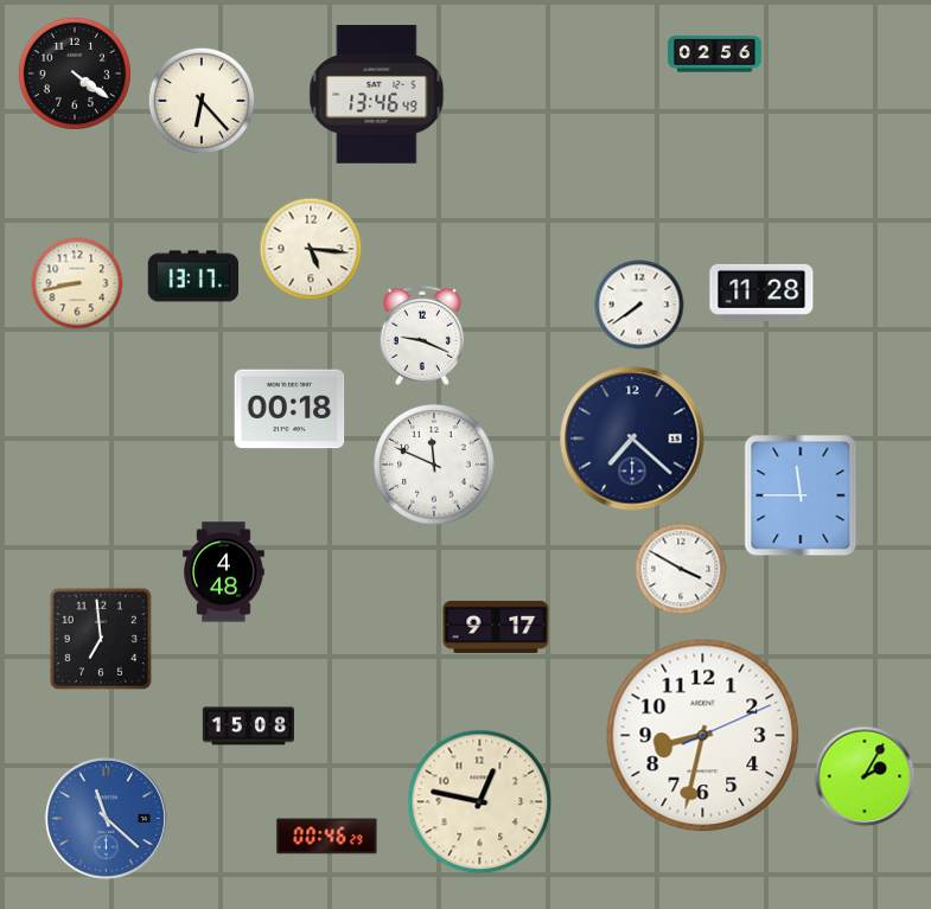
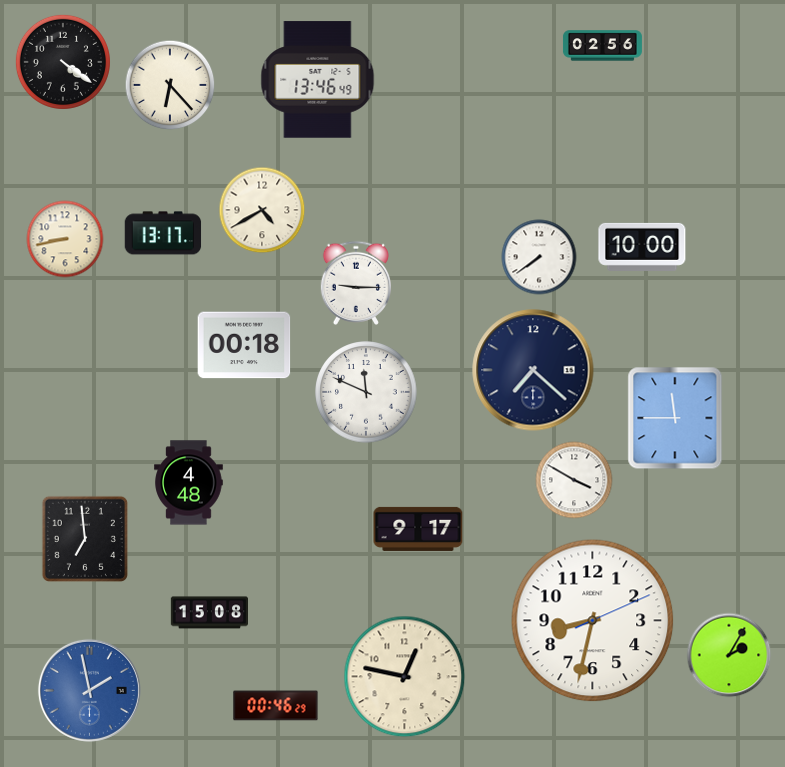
clock at (311, 249): 5:16 -> 4:40
clock at (761, 293): 11:28 -> 10:00
clock at (422, 335): 9:19 -> 9:15
clock at (106, 818): 11:22 -> 1:58
